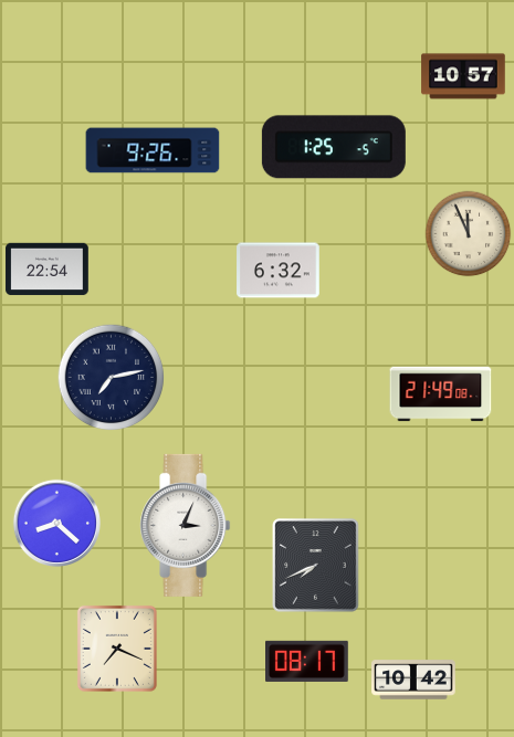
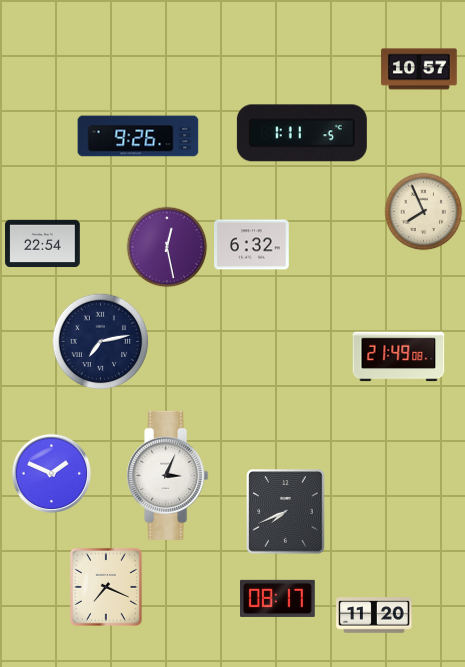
clock at (334, 147): 1:25 -> 1:11
clock at (469, 234): 11:56 -> 7:56
clock at (167, 247): none -> 12:28
clock at (56, 523): 8:22 -> 1:49
clock at (413, 680): 10:42 -> 11:20
